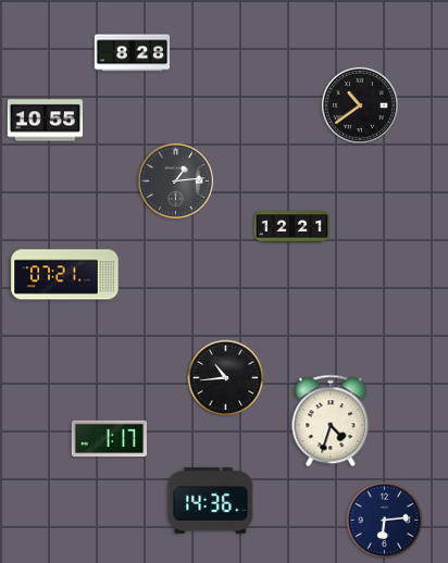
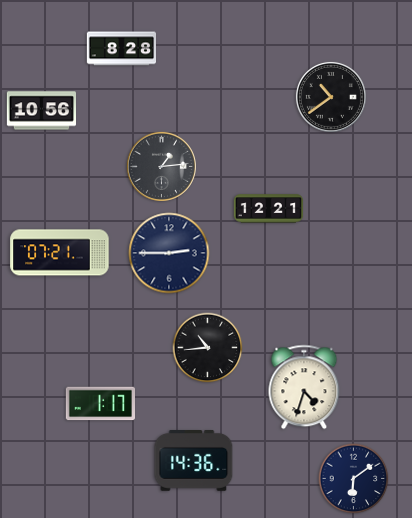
clock at (45, 121): 10:55 -> 10:56
clock at (169, 253): none -> 2:45
clock at (385, 521): 6:14 -> 6:09
